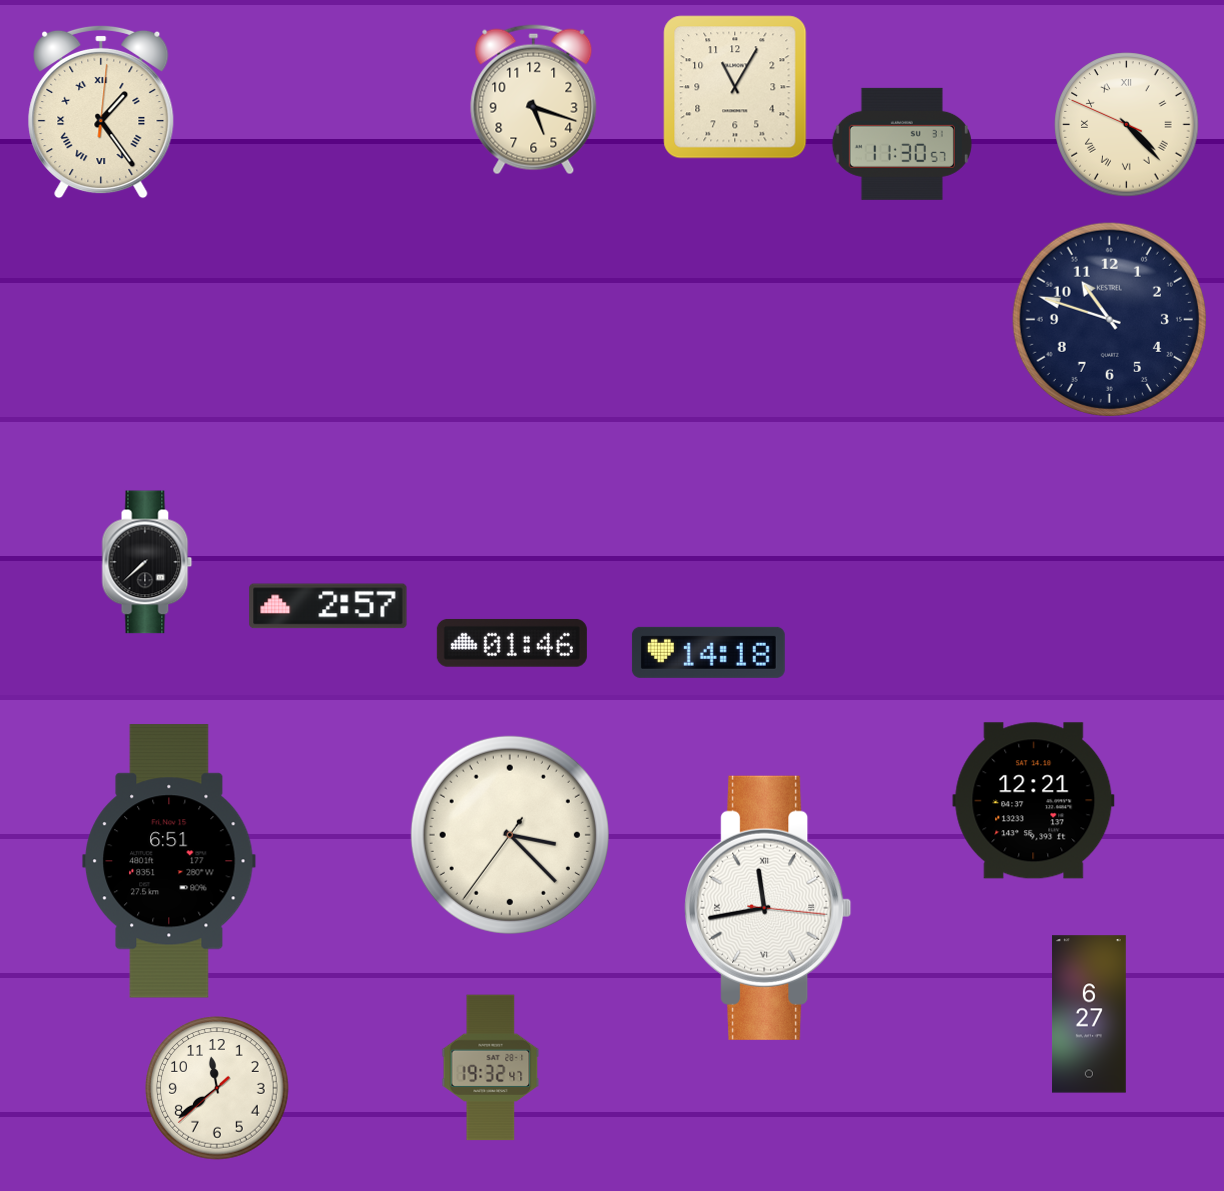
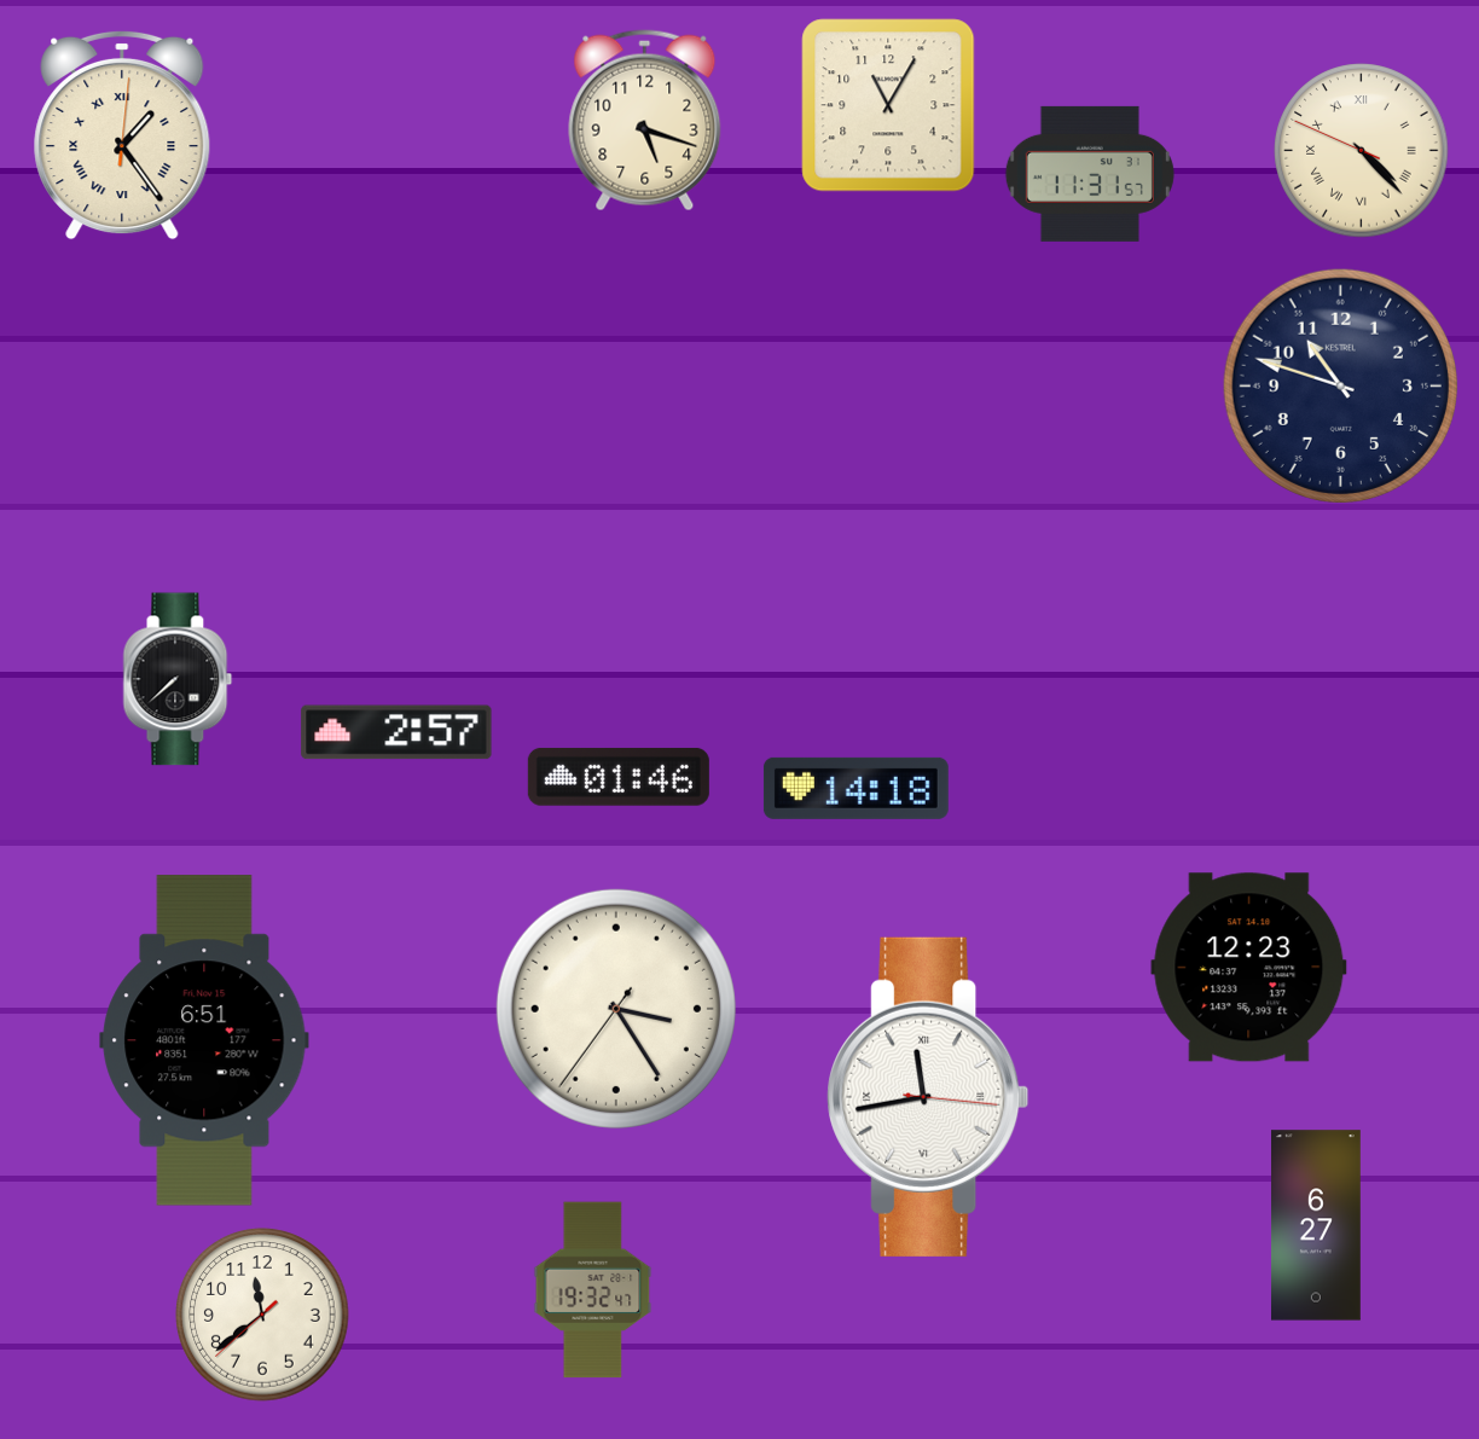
clock at (902, 144): 11:30 -> 11:31
clock at (1034, 801): 12:21 -> 12:23
clock at (510, 835): 3:22 -> 3:24
